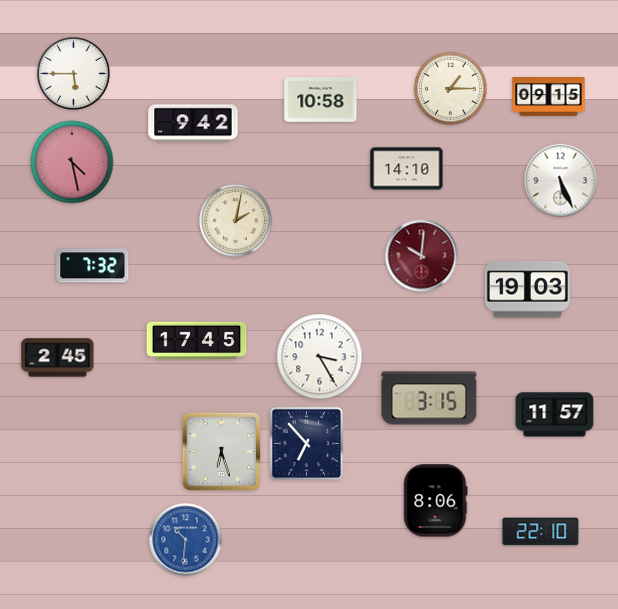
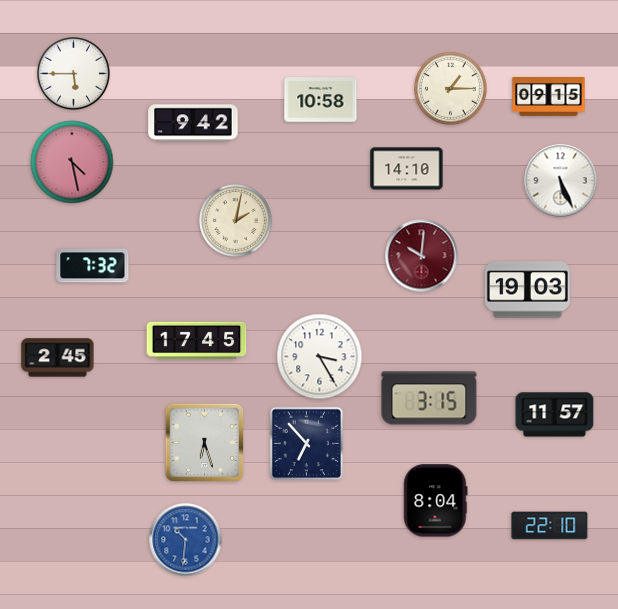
clock at (222, 452) position: (222, 452) -> (205, 443)
clock at (436, 501): 8:06 -> 8:04
clock at (541, 532) position: (541, 532) -> (550, 526)
